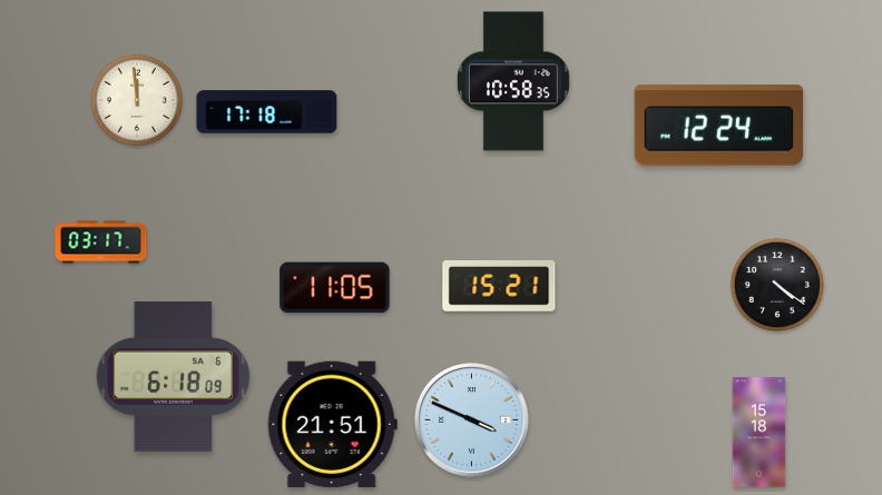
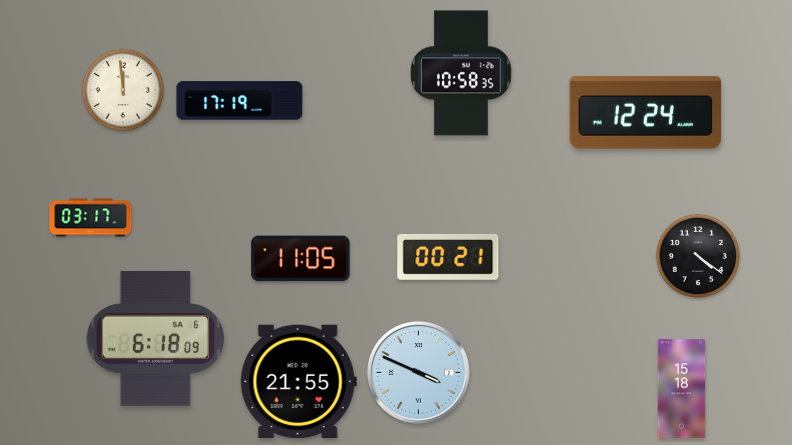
clock at (267, 112): 17:18 -> 17:19
clock at (499, 286): 15:21 -> 00:21
clock at (472, 420) position: (472, 420) -> (419, 373)
clock at (332, 425): 21:51 -> 21:55
